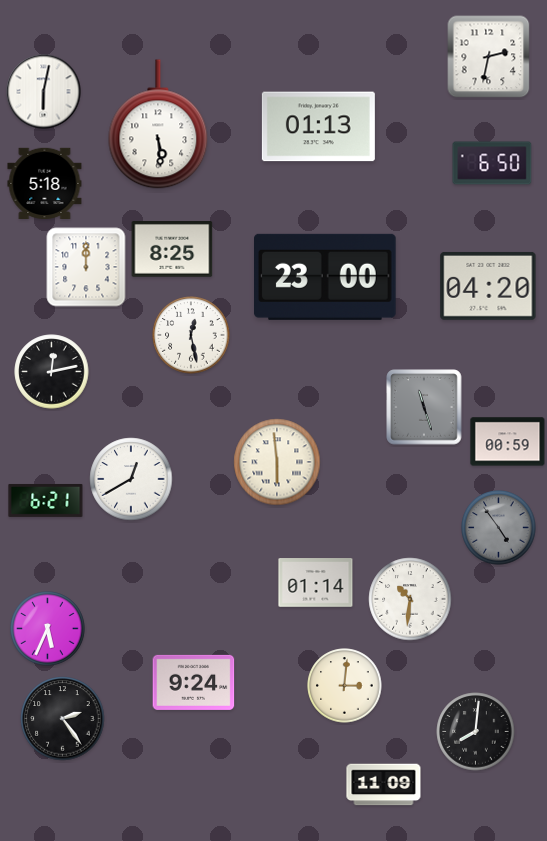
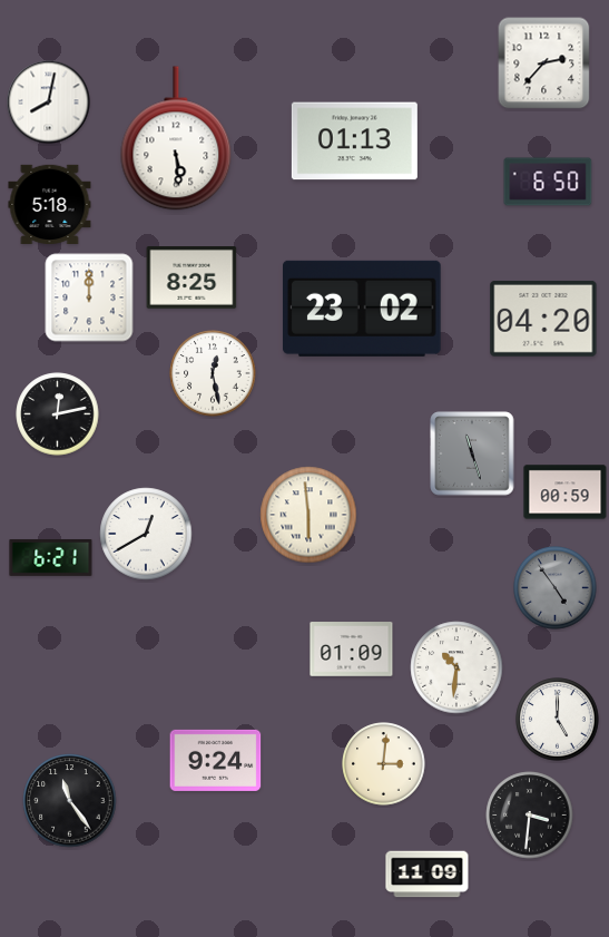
clock at (489, 57): 2:32 -> 2:37
clock at (44, 92): 6:02 -> 8:02
clock at (86, 267) position: (86, 267) -> (89, 297)
clock at (326, 277): 23:00 -> 23:02
clock at (316, 583): 01:14 -> 01:09
clock at (48, 629): 5:34 -> none
clock at (558, 720): none -> 5:00
clock at (63, 719): 2:24 -> 11:24
clock at (476, 732): 8:01 -> 3:31
